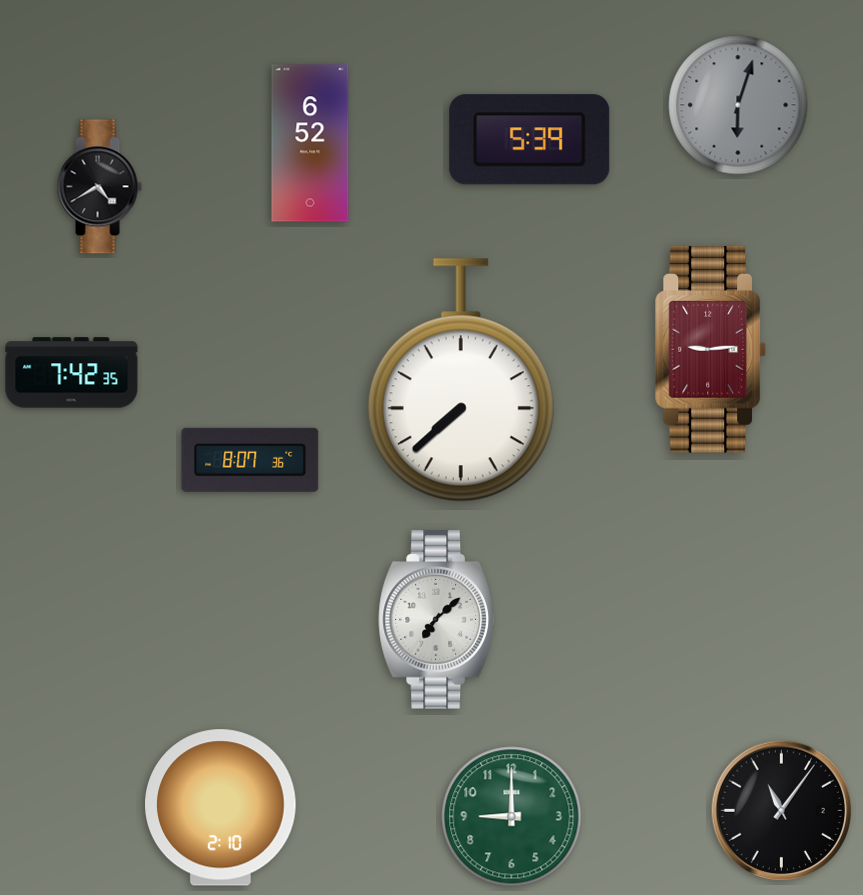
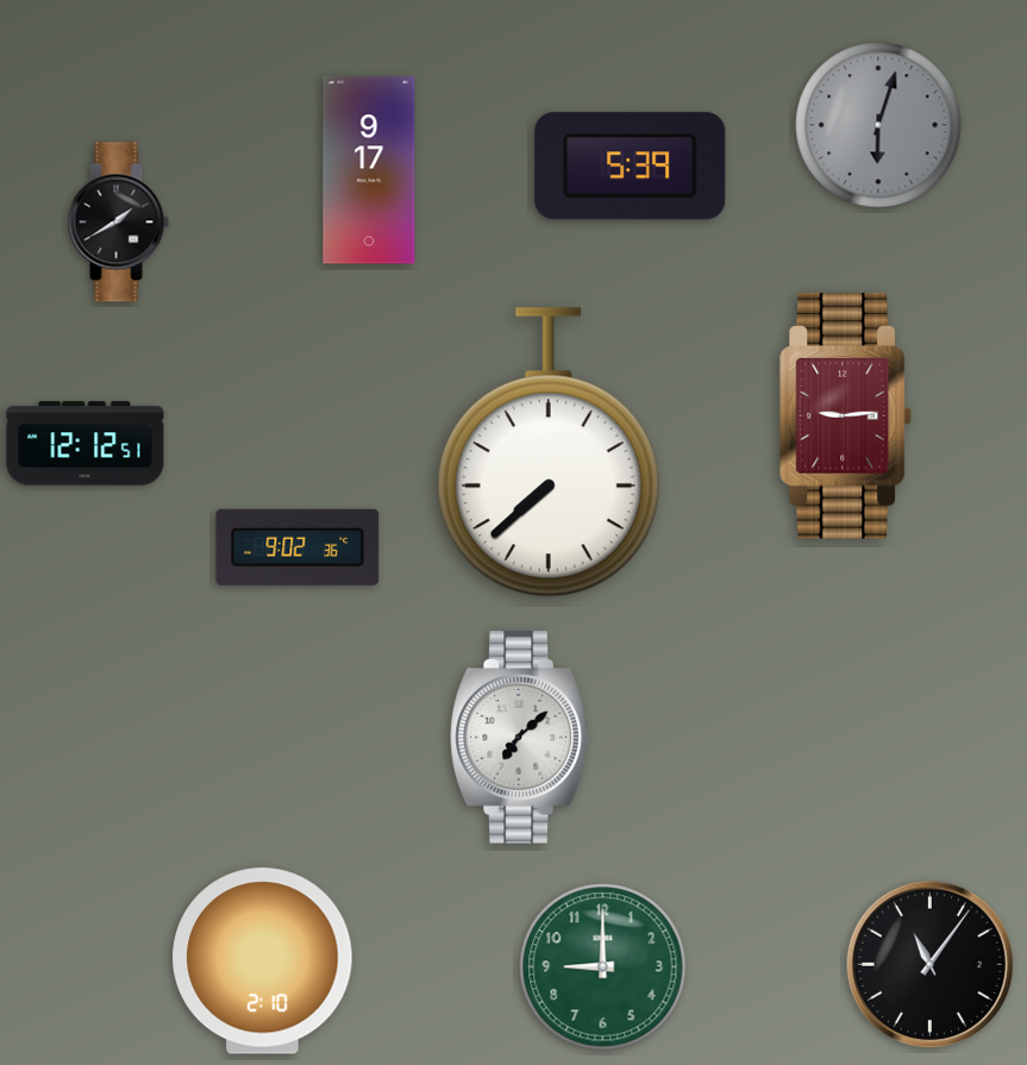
clock at (310, 143): 6:52 -> 9:17
clock at (99, 187): 4:40 -> 1:40
clock at (72, 373): 7:42 -> 12:12
clock at (250, 460): 8:07 -> 9:02
clock at (512, 817) position: (512, 817) -> (603, 967)
